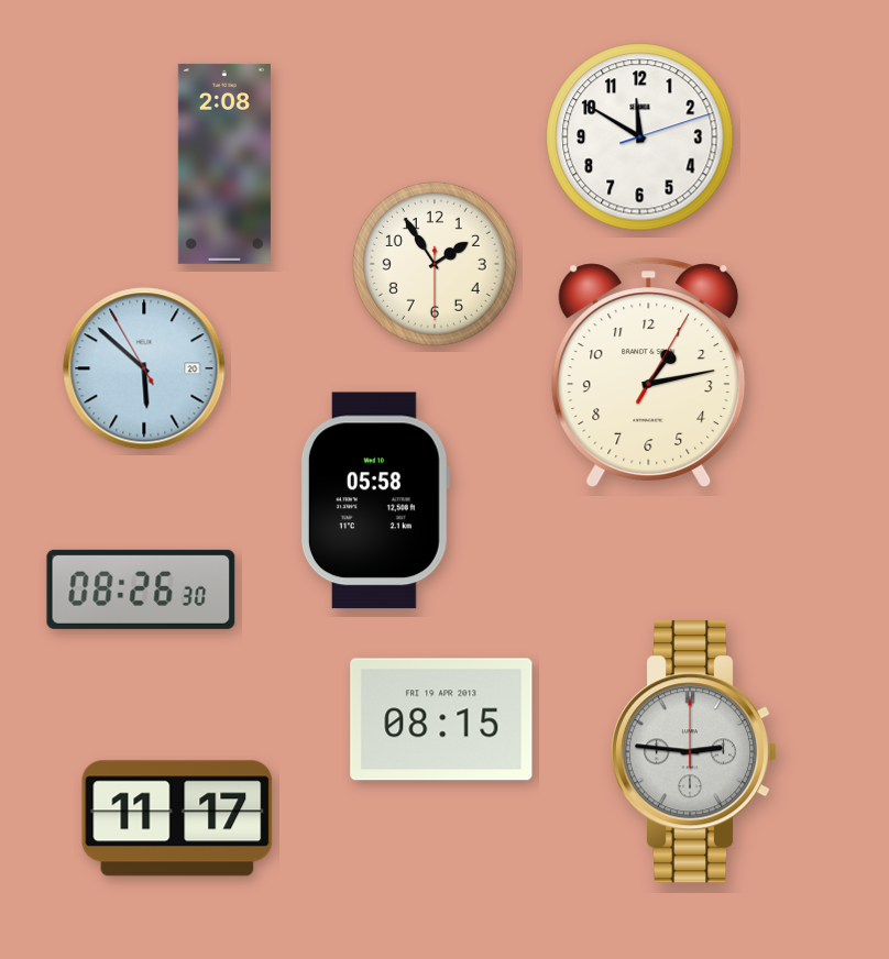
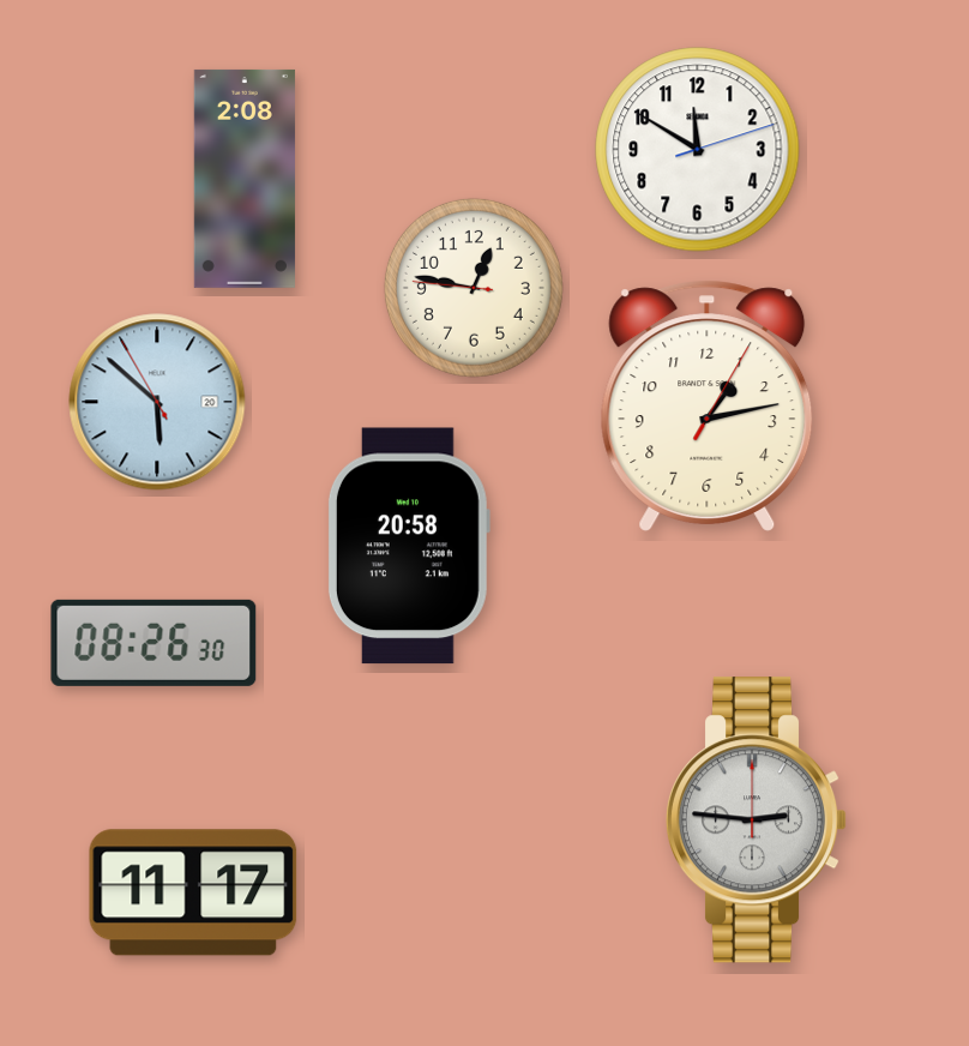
clock at (435, 264): 1:54 -> 12:46
clock at (375, 500): 05:58 -> 20:58
clock at (441, 719): 08:15 -> none
